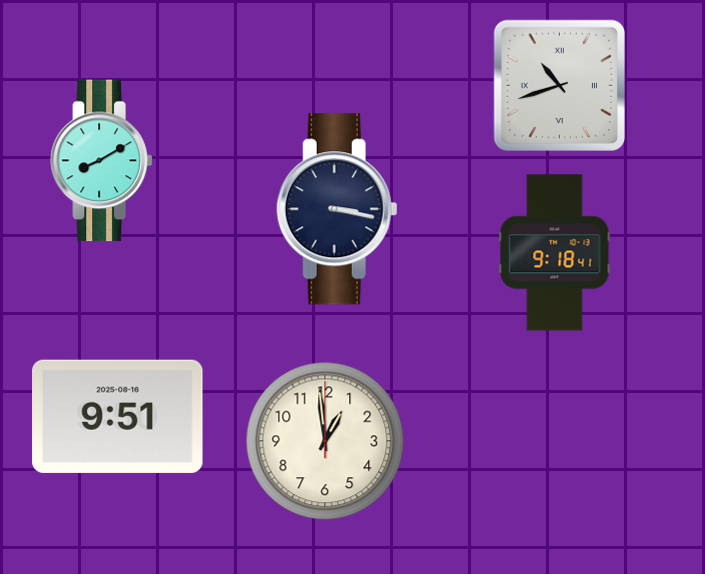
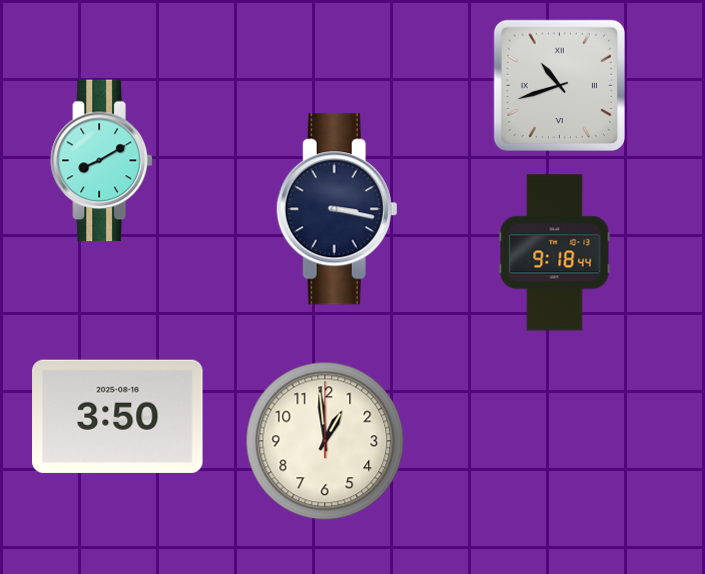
clock at (555, 253): 9:18:41 -> 9:18:44
clock at (118, 416): 9:51 -> 3:50
